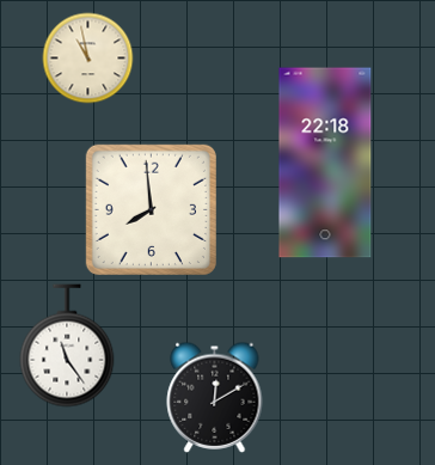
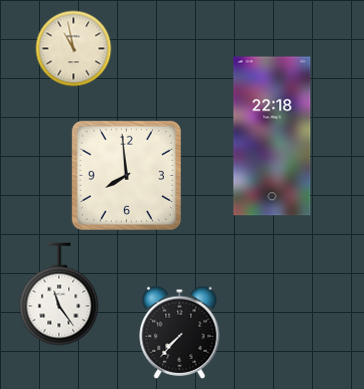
clock at (67, 345) position: (67, 345) -> (59, 294)
clock at (215, 397): 12:10 -> 7:37
